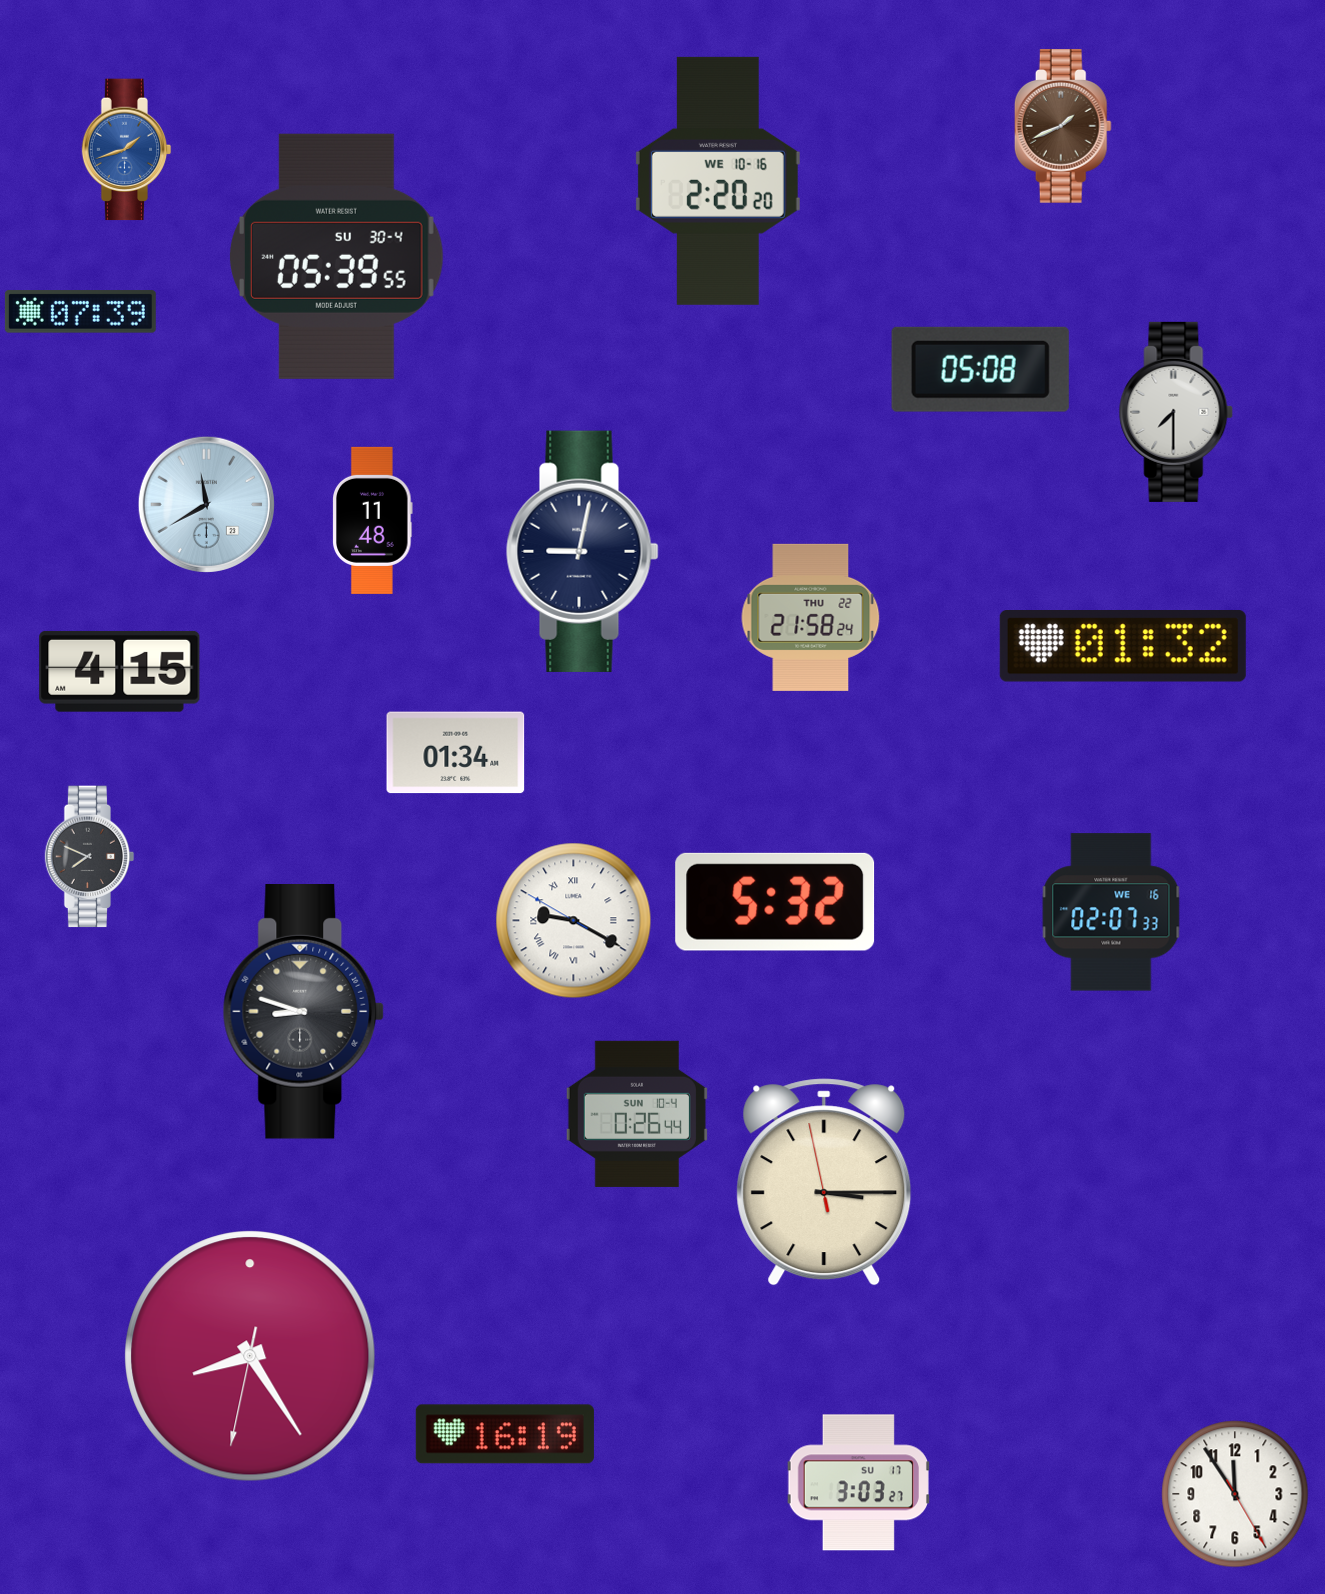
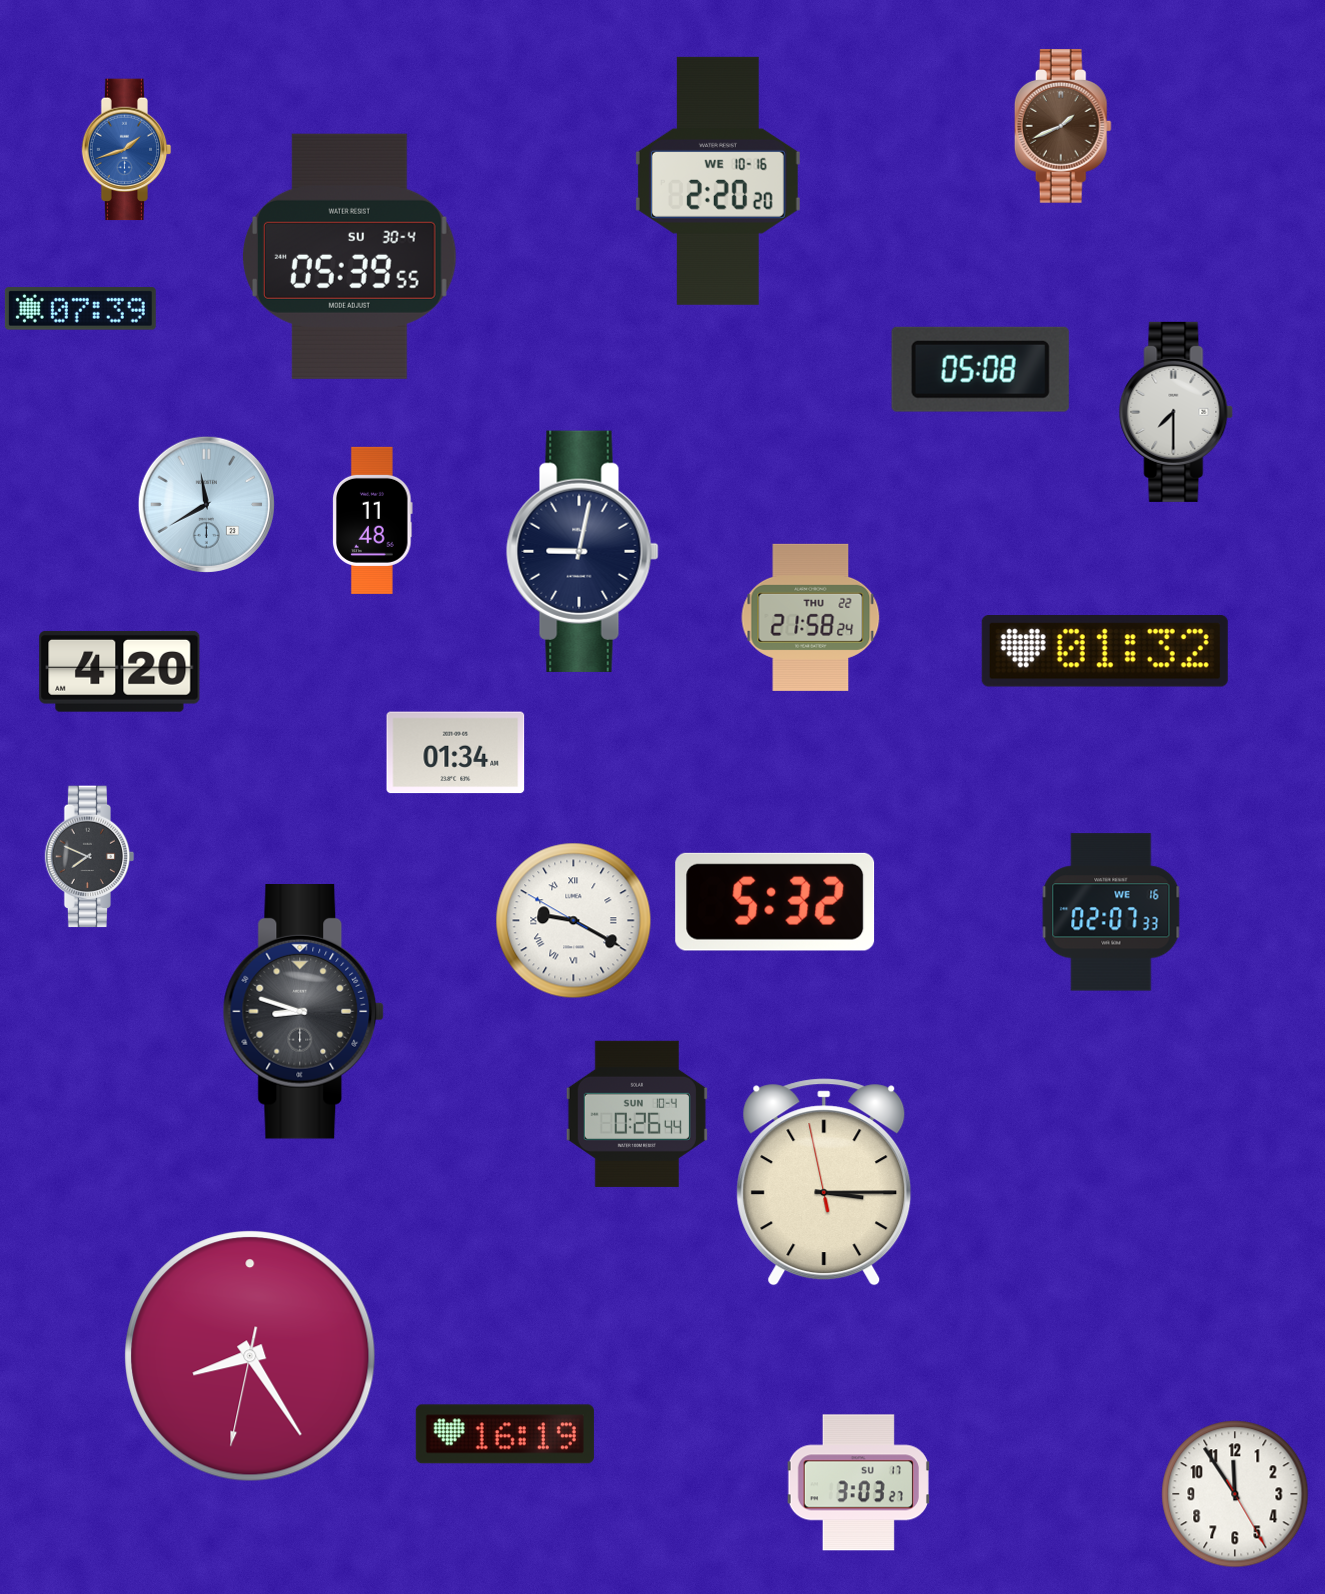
clock at (336, 256) position: (336, 256) -> (349, 256)
clock at (80, 312) position: (80, 312) -> (80, 309)
clock at (1123, 646) position: (1123, 646) -> (1105, 651)
clock at (120, 671): 4:15 -> 4:20
